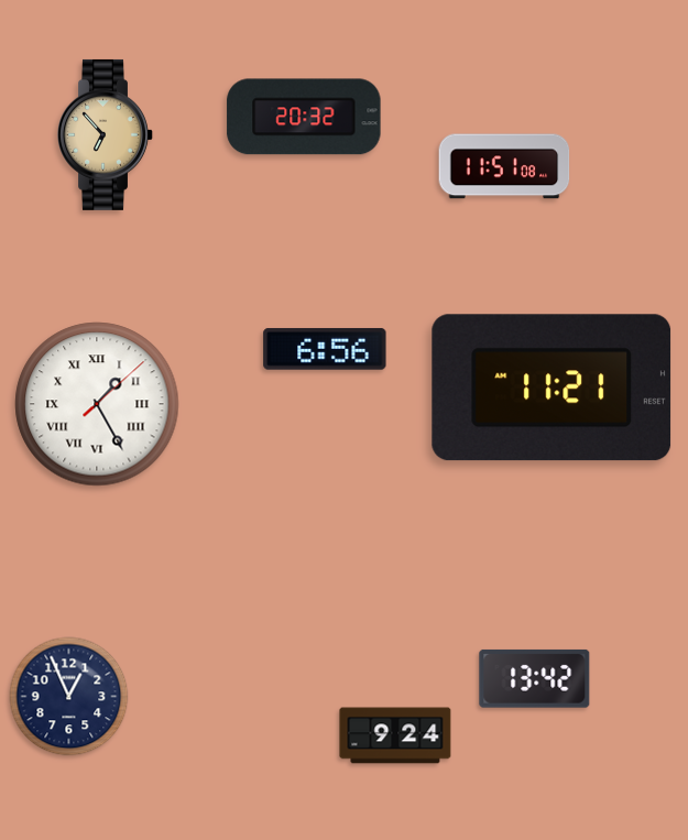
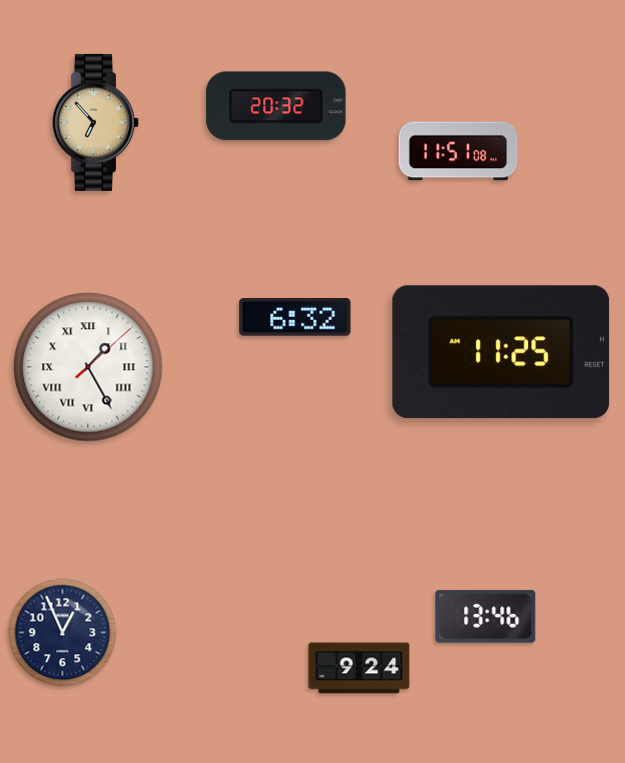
clock at (325, 349): 6:56 -> 6:32
clock at (552, 388): 11:21 -> 11:25
clock at (535, 678): 13:42 -> 13:46
